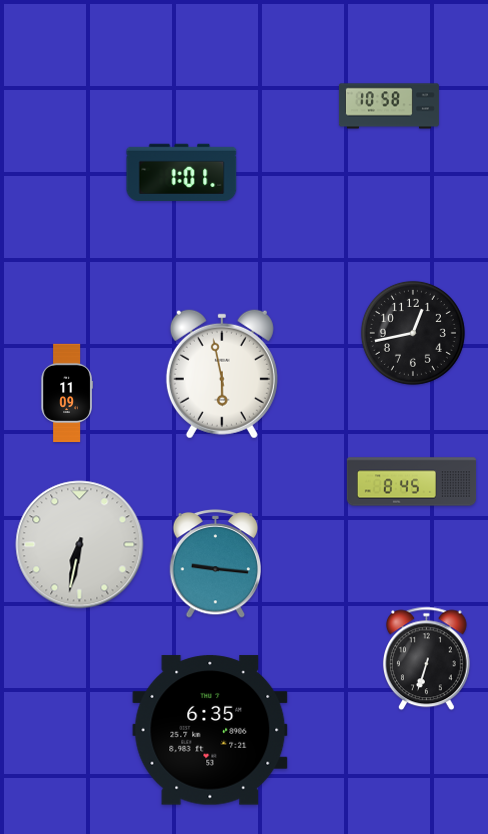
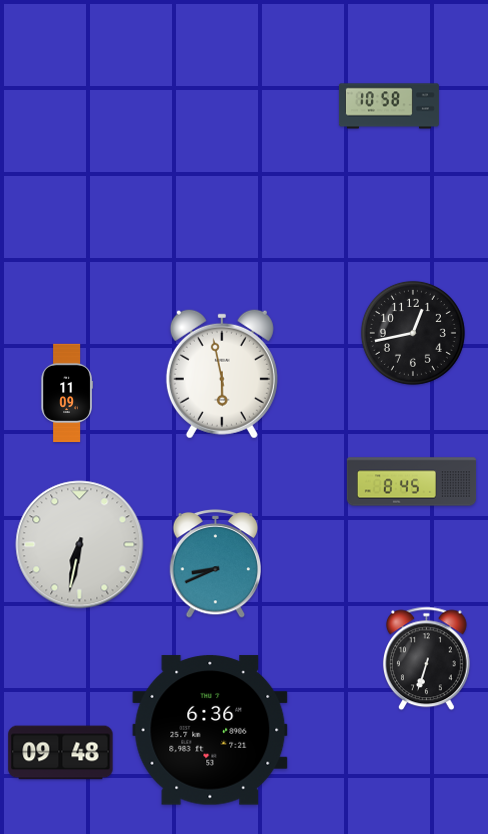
clock at (182, 172): 1:01 -> none
clock at (216, 564): 9:16 -> 8:41
clock at (210, 730): 6:35 -> 6:36
clock at (61, 753): none -> 09:48
